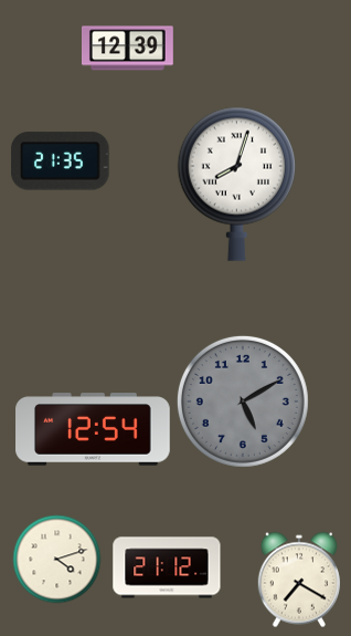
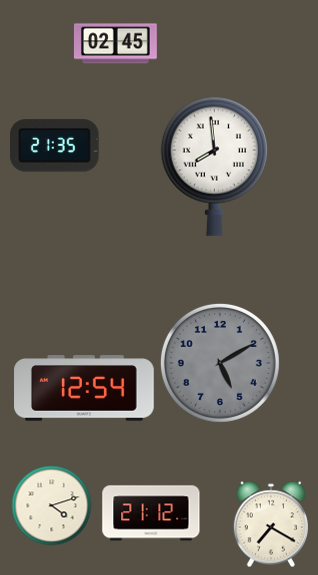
clock at (127, 49): 12:39 -> 02:45
clock at (236, 184): 8:03 -> 7:59
